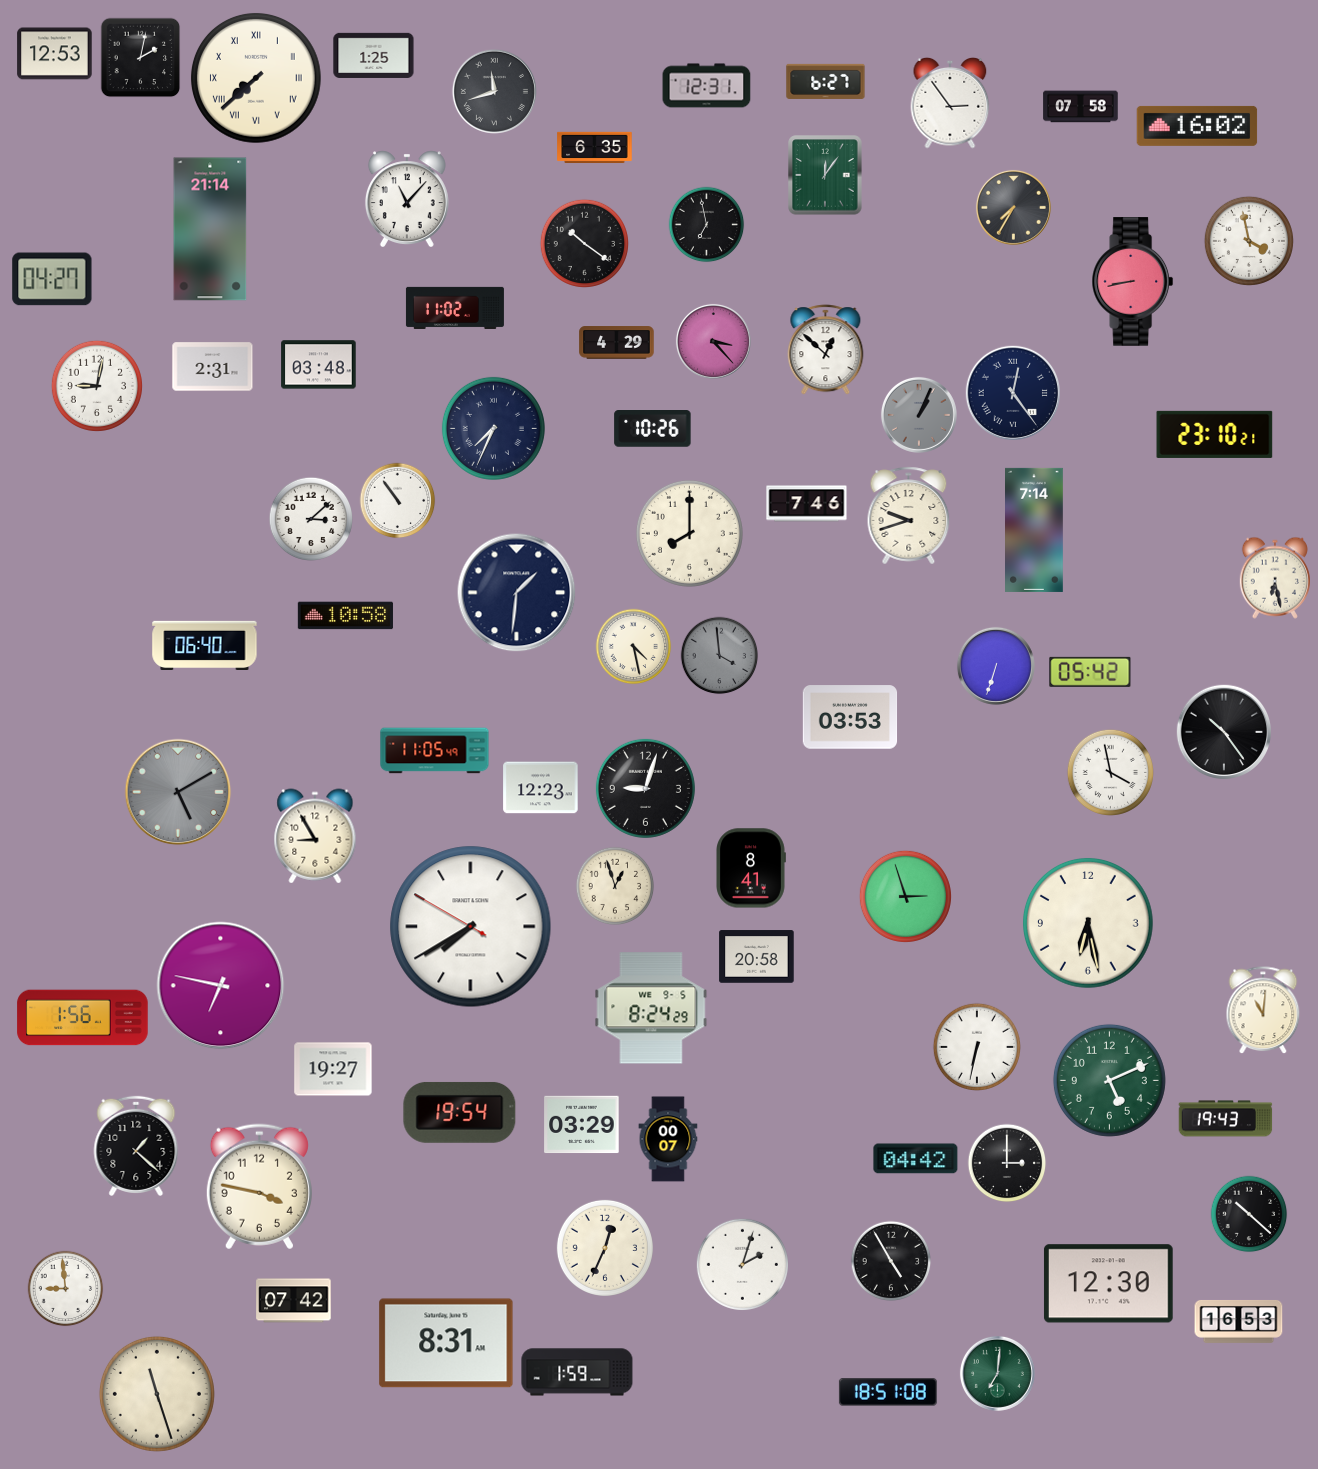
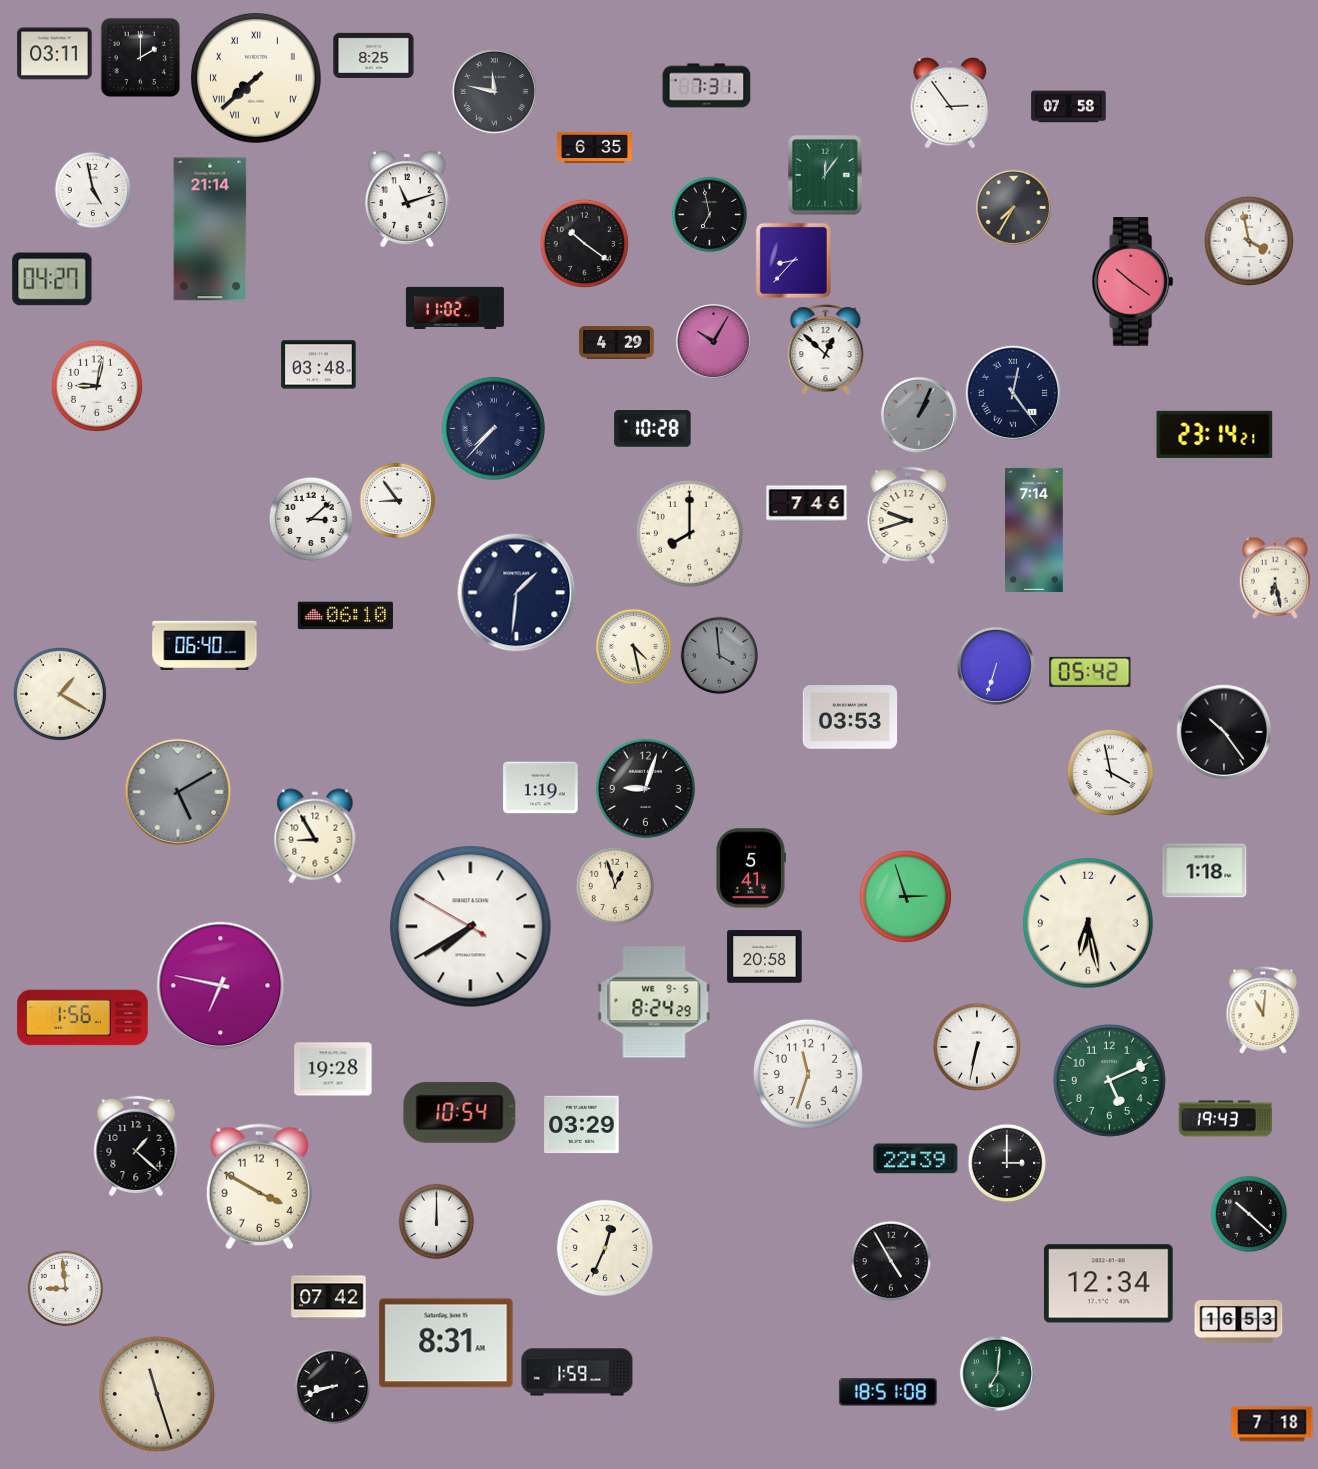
clock at (55, 54): 12:53 -> 03:11
clock at (374, 55): 1:25 -> 8:25
clock at (141, 58): 2:02 -> 2:00
clock at (826, 81): 6:27 -> none
clock at (707, 86): 12:31 -> 7:31
clock at (494, 91): 11:42 -> 11:47
clock at (1081, 107) position: (1081, 107) -> (1069, 107)
clock at (1197, 126): 16:02 -> none
clock at (93, 190): none -> 4:58
clock at (407, 198): 11:07 -> 11:12
clock at (707, 225) position: (707, 225) -> (710, 215)
clock at (793, 260): none -> 8:37
clock at (1133, 282): 8:43 -> 10:21
clock at (713, 341): 3:23 -> 10:05
clock at (213, 367): 2:31 -> none
clock at (493, 428): 7:34 -> 7:37
clock at (653, 429): 10:26 -> 10:28
clock at (1215, 434): 23:10 -> 23:14
clock at (398, 501): 10:54 -> 8:54
clock at (345, 616): 10:58 -> 06:10
clock at (60, 694): none -> 1:20
clock at (435, 751): 11:05 -> none
clock at (541, 788): 12:23 -> 1:19
clock at (751, 868): 8:41 -> 5:41
clock at (1205, 871): none -> 1:18
clock at (757, 957) position: (757, 957) -> (765, 957)
clock at (651, 1008) position: (651, 1008) -> (654, 1002)
clock at (333, 1069): 19:27 -> 19:28
clock at (808, 1074): none -> 11:33
clock at (460, 1112): 19:54 -> 10:54
clock at (668, 1139): 00:07 -> none
clock at (916, 1159): 04:42 -> 22:39
clock at (259, 1187): 3:47 -> 3:50
clock at (437, 1222): none -> 12:00
clock at (742, 1264): 2:03 -> none
clock at (1108, 1284): 12:30 -> 12:34
clock at (294, 1301) position: (294, 1301) -> (329, 1298)
clock at (333, 1387): none -> 8:42
clock at (1272, 1424): none -> 7:18
